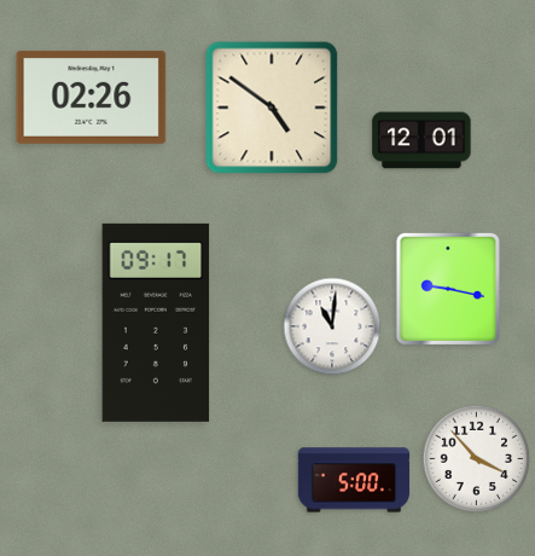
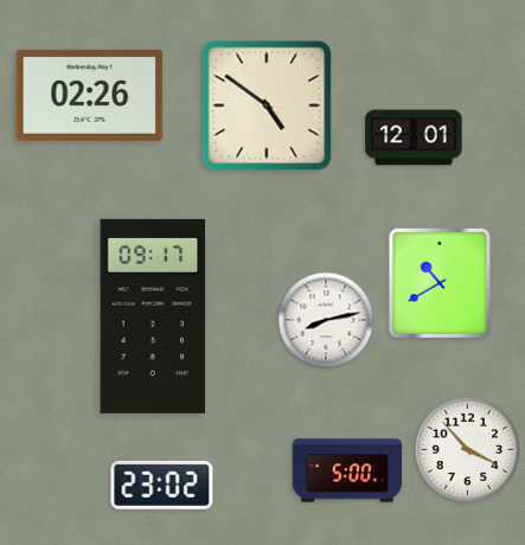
clock at (448, 289): 9:17 -> 10:40
clock at (332, 326): 11:01 -> 8:13
clock at (162, 485): none -> 23:02
